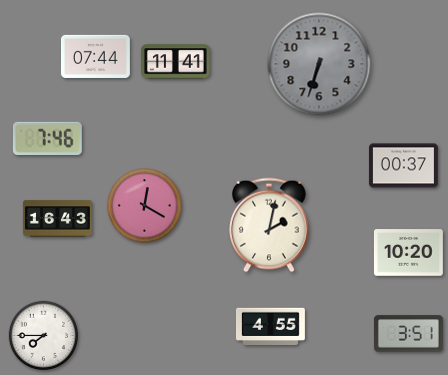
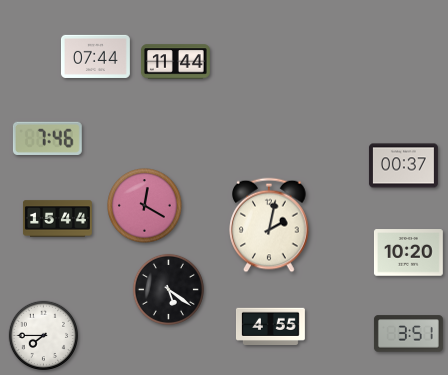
clock at (176, 62): 11:41 -> 11:44
clock at (319, 64): 6:33 -> none
clock at (58, 219): 16:43 -> 15:44
clock at (168, 289): none -> 5:21
